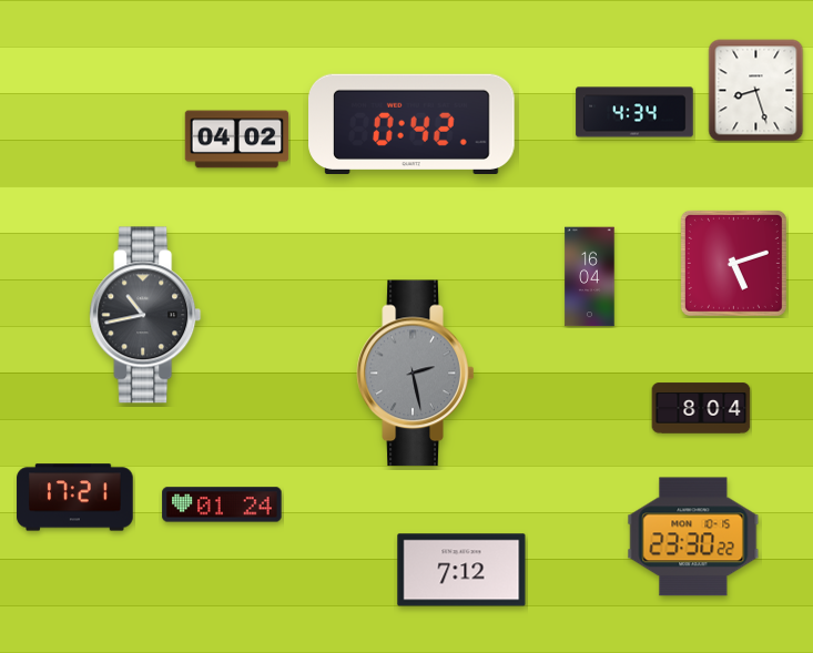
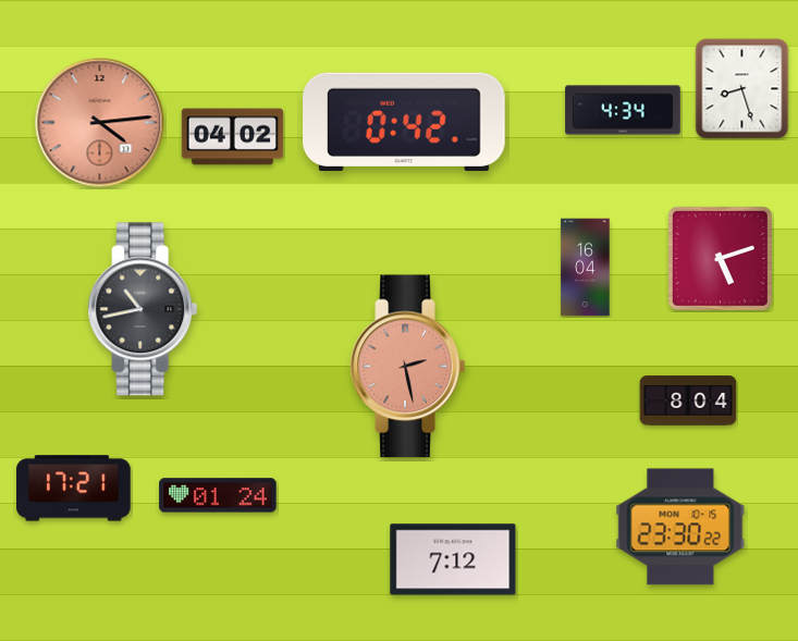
clock at (100, 123): none -> 4:14
clock at (590, 277) position: (590, 277) -> (586, 268)
clock at (416, 374) dial: grey -> salmon
